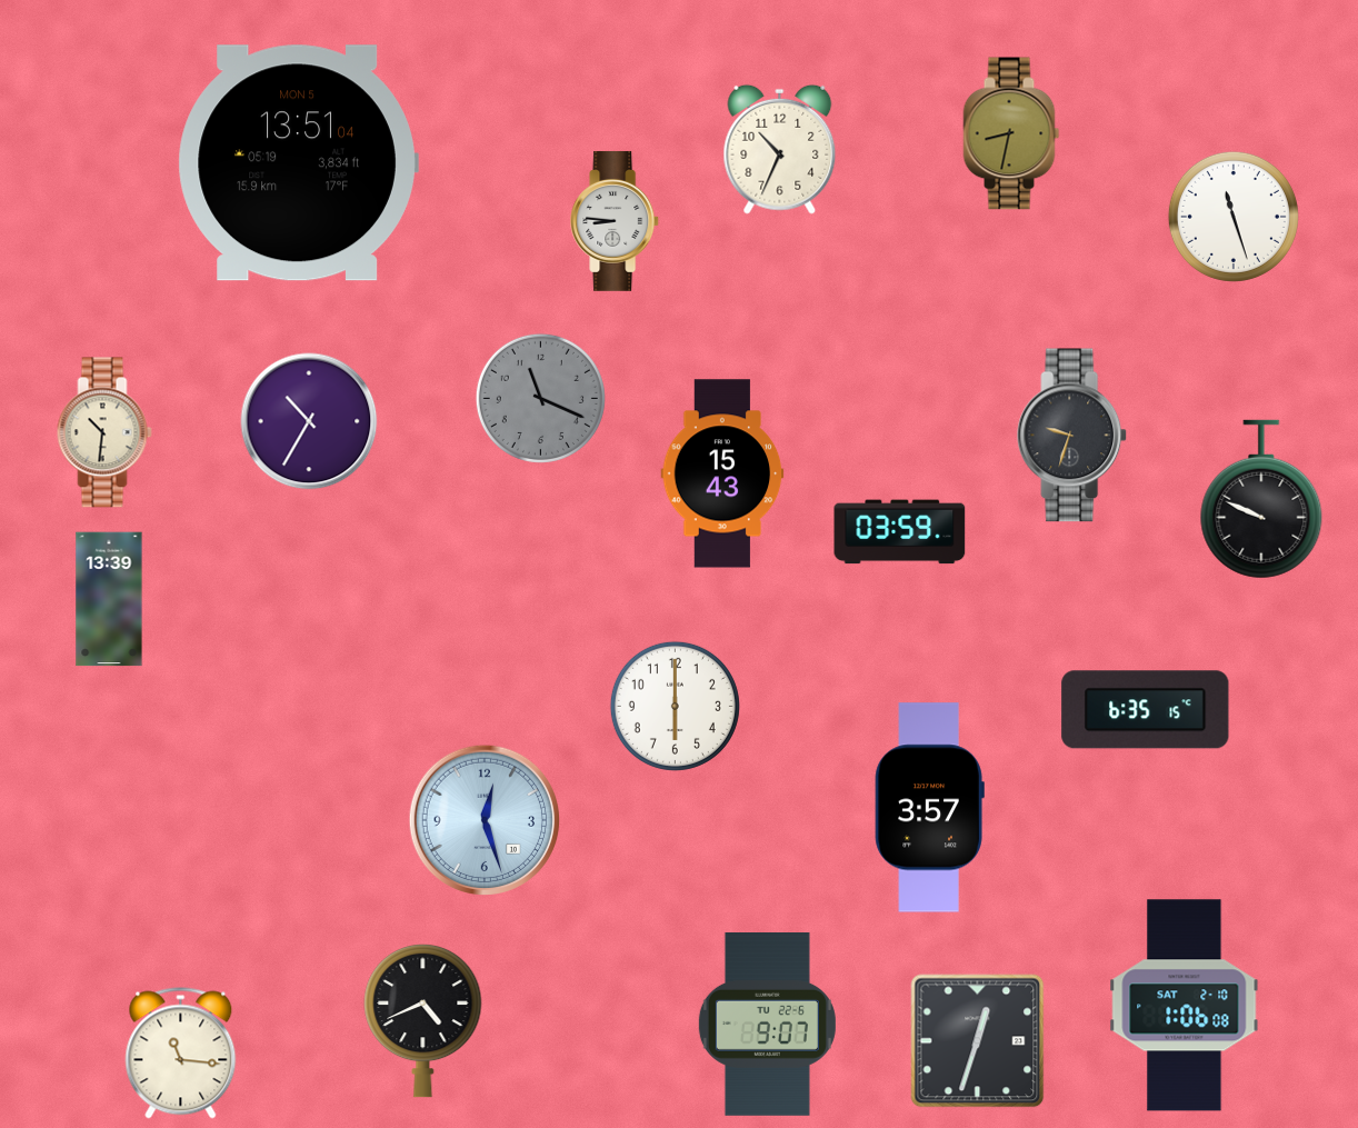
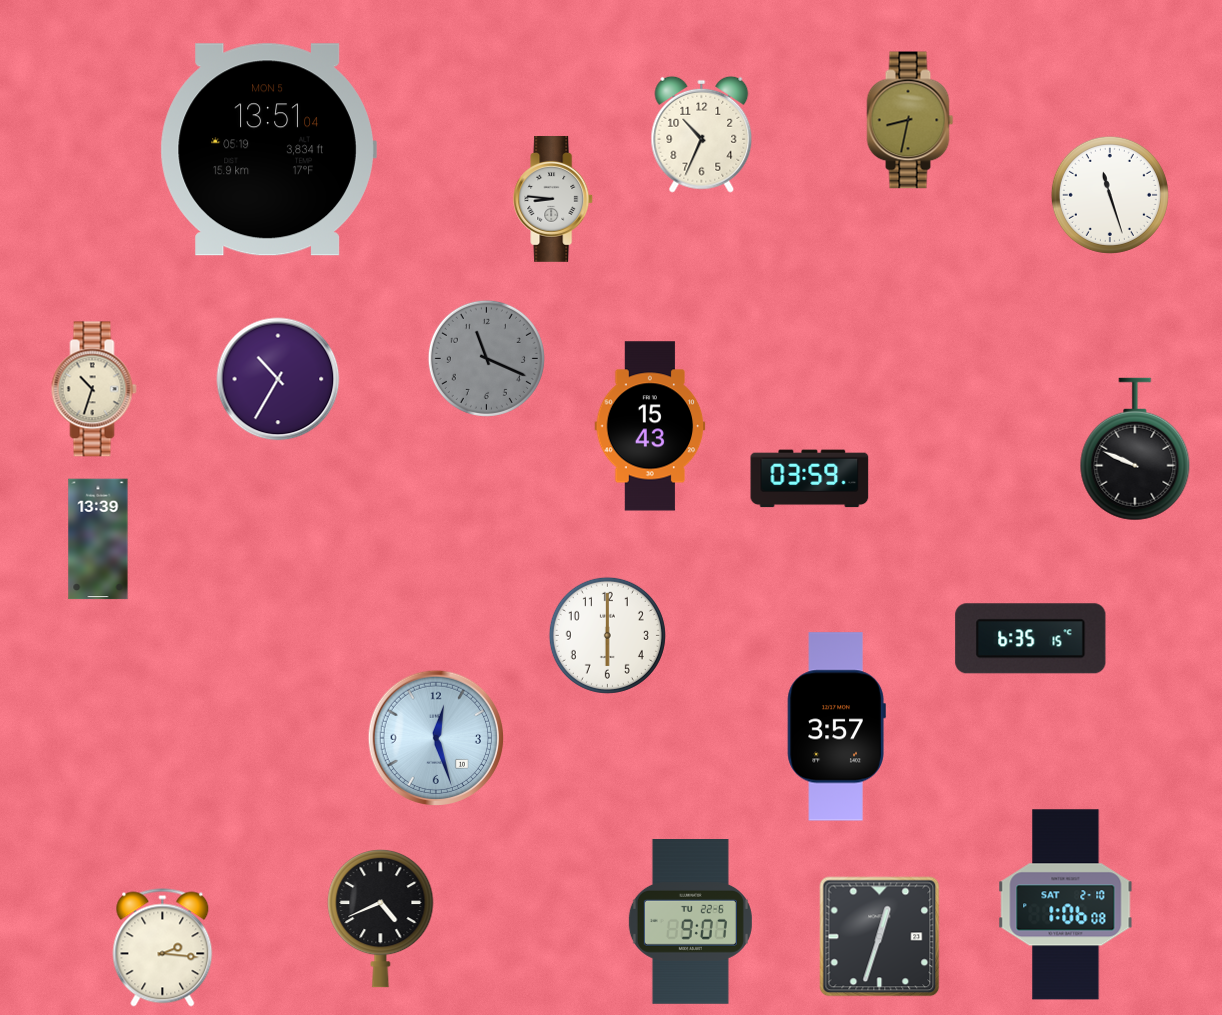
clock at (298, 163) position: (298, 163) -> (268, 150)
clock at (104, 432): 10:31 -> 10:33
clock at (1072, 436): 9:33 -> none
clock at (181, 1054): 11:16 -> 2:16
